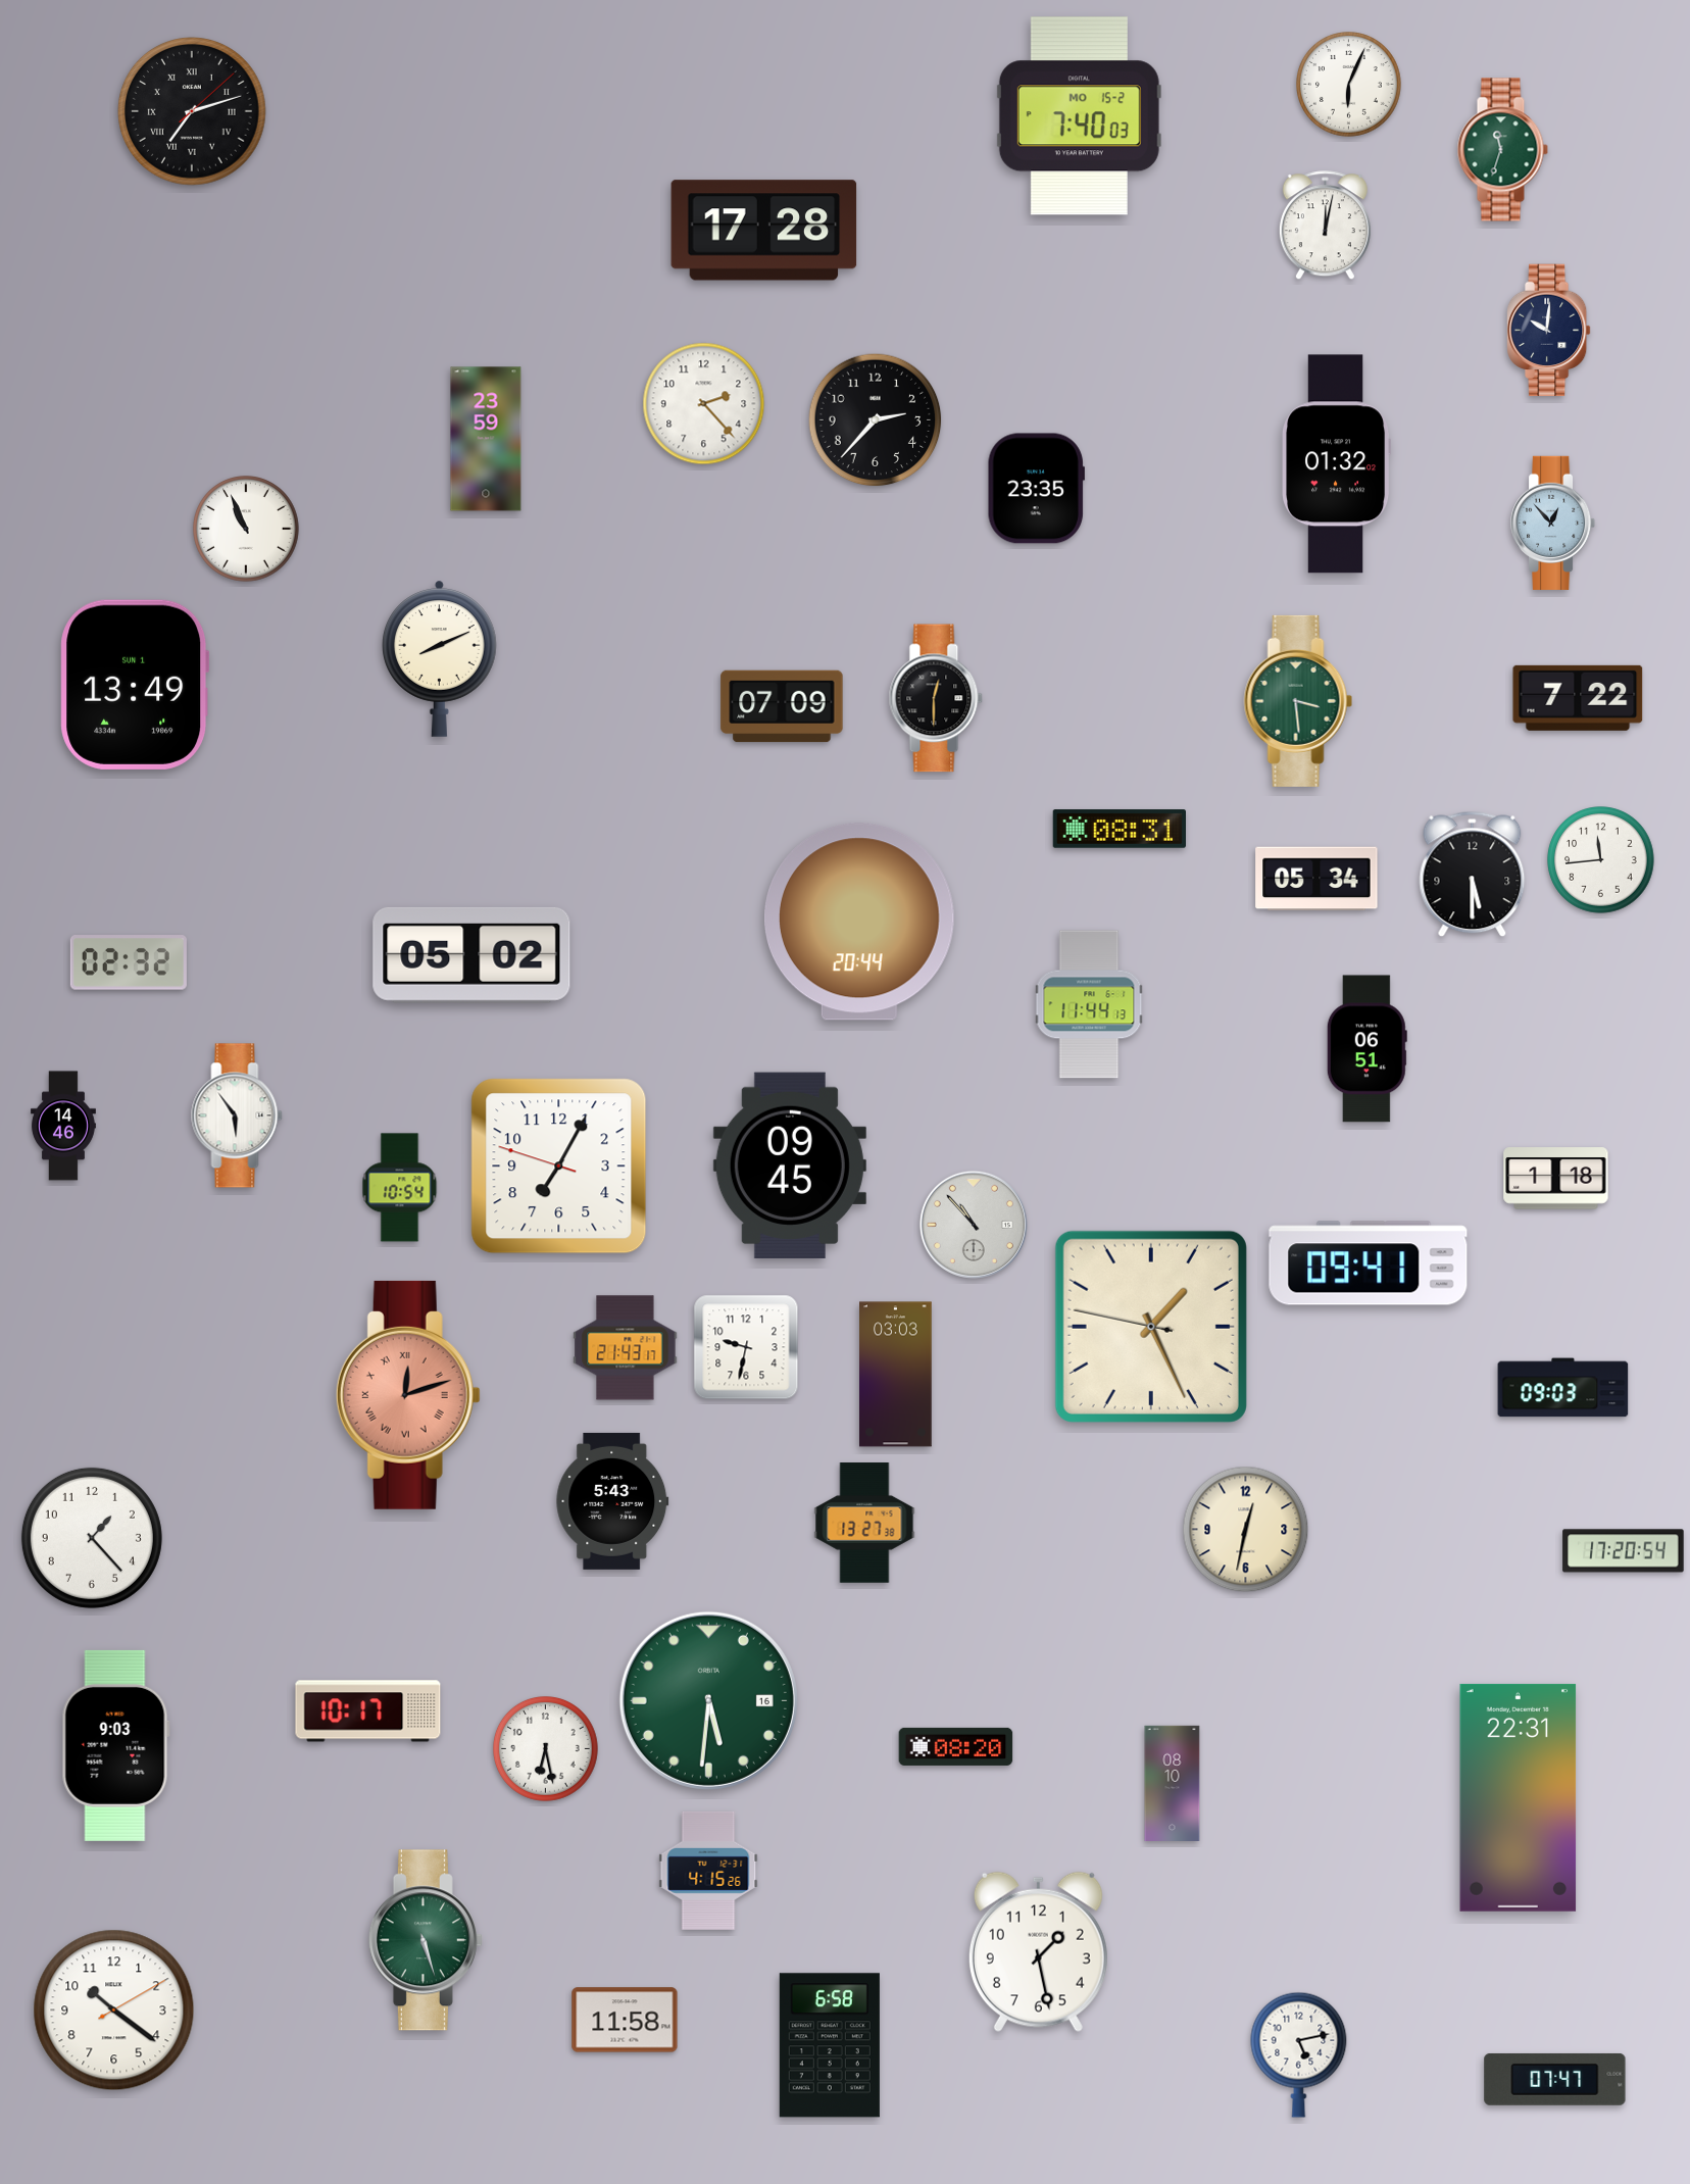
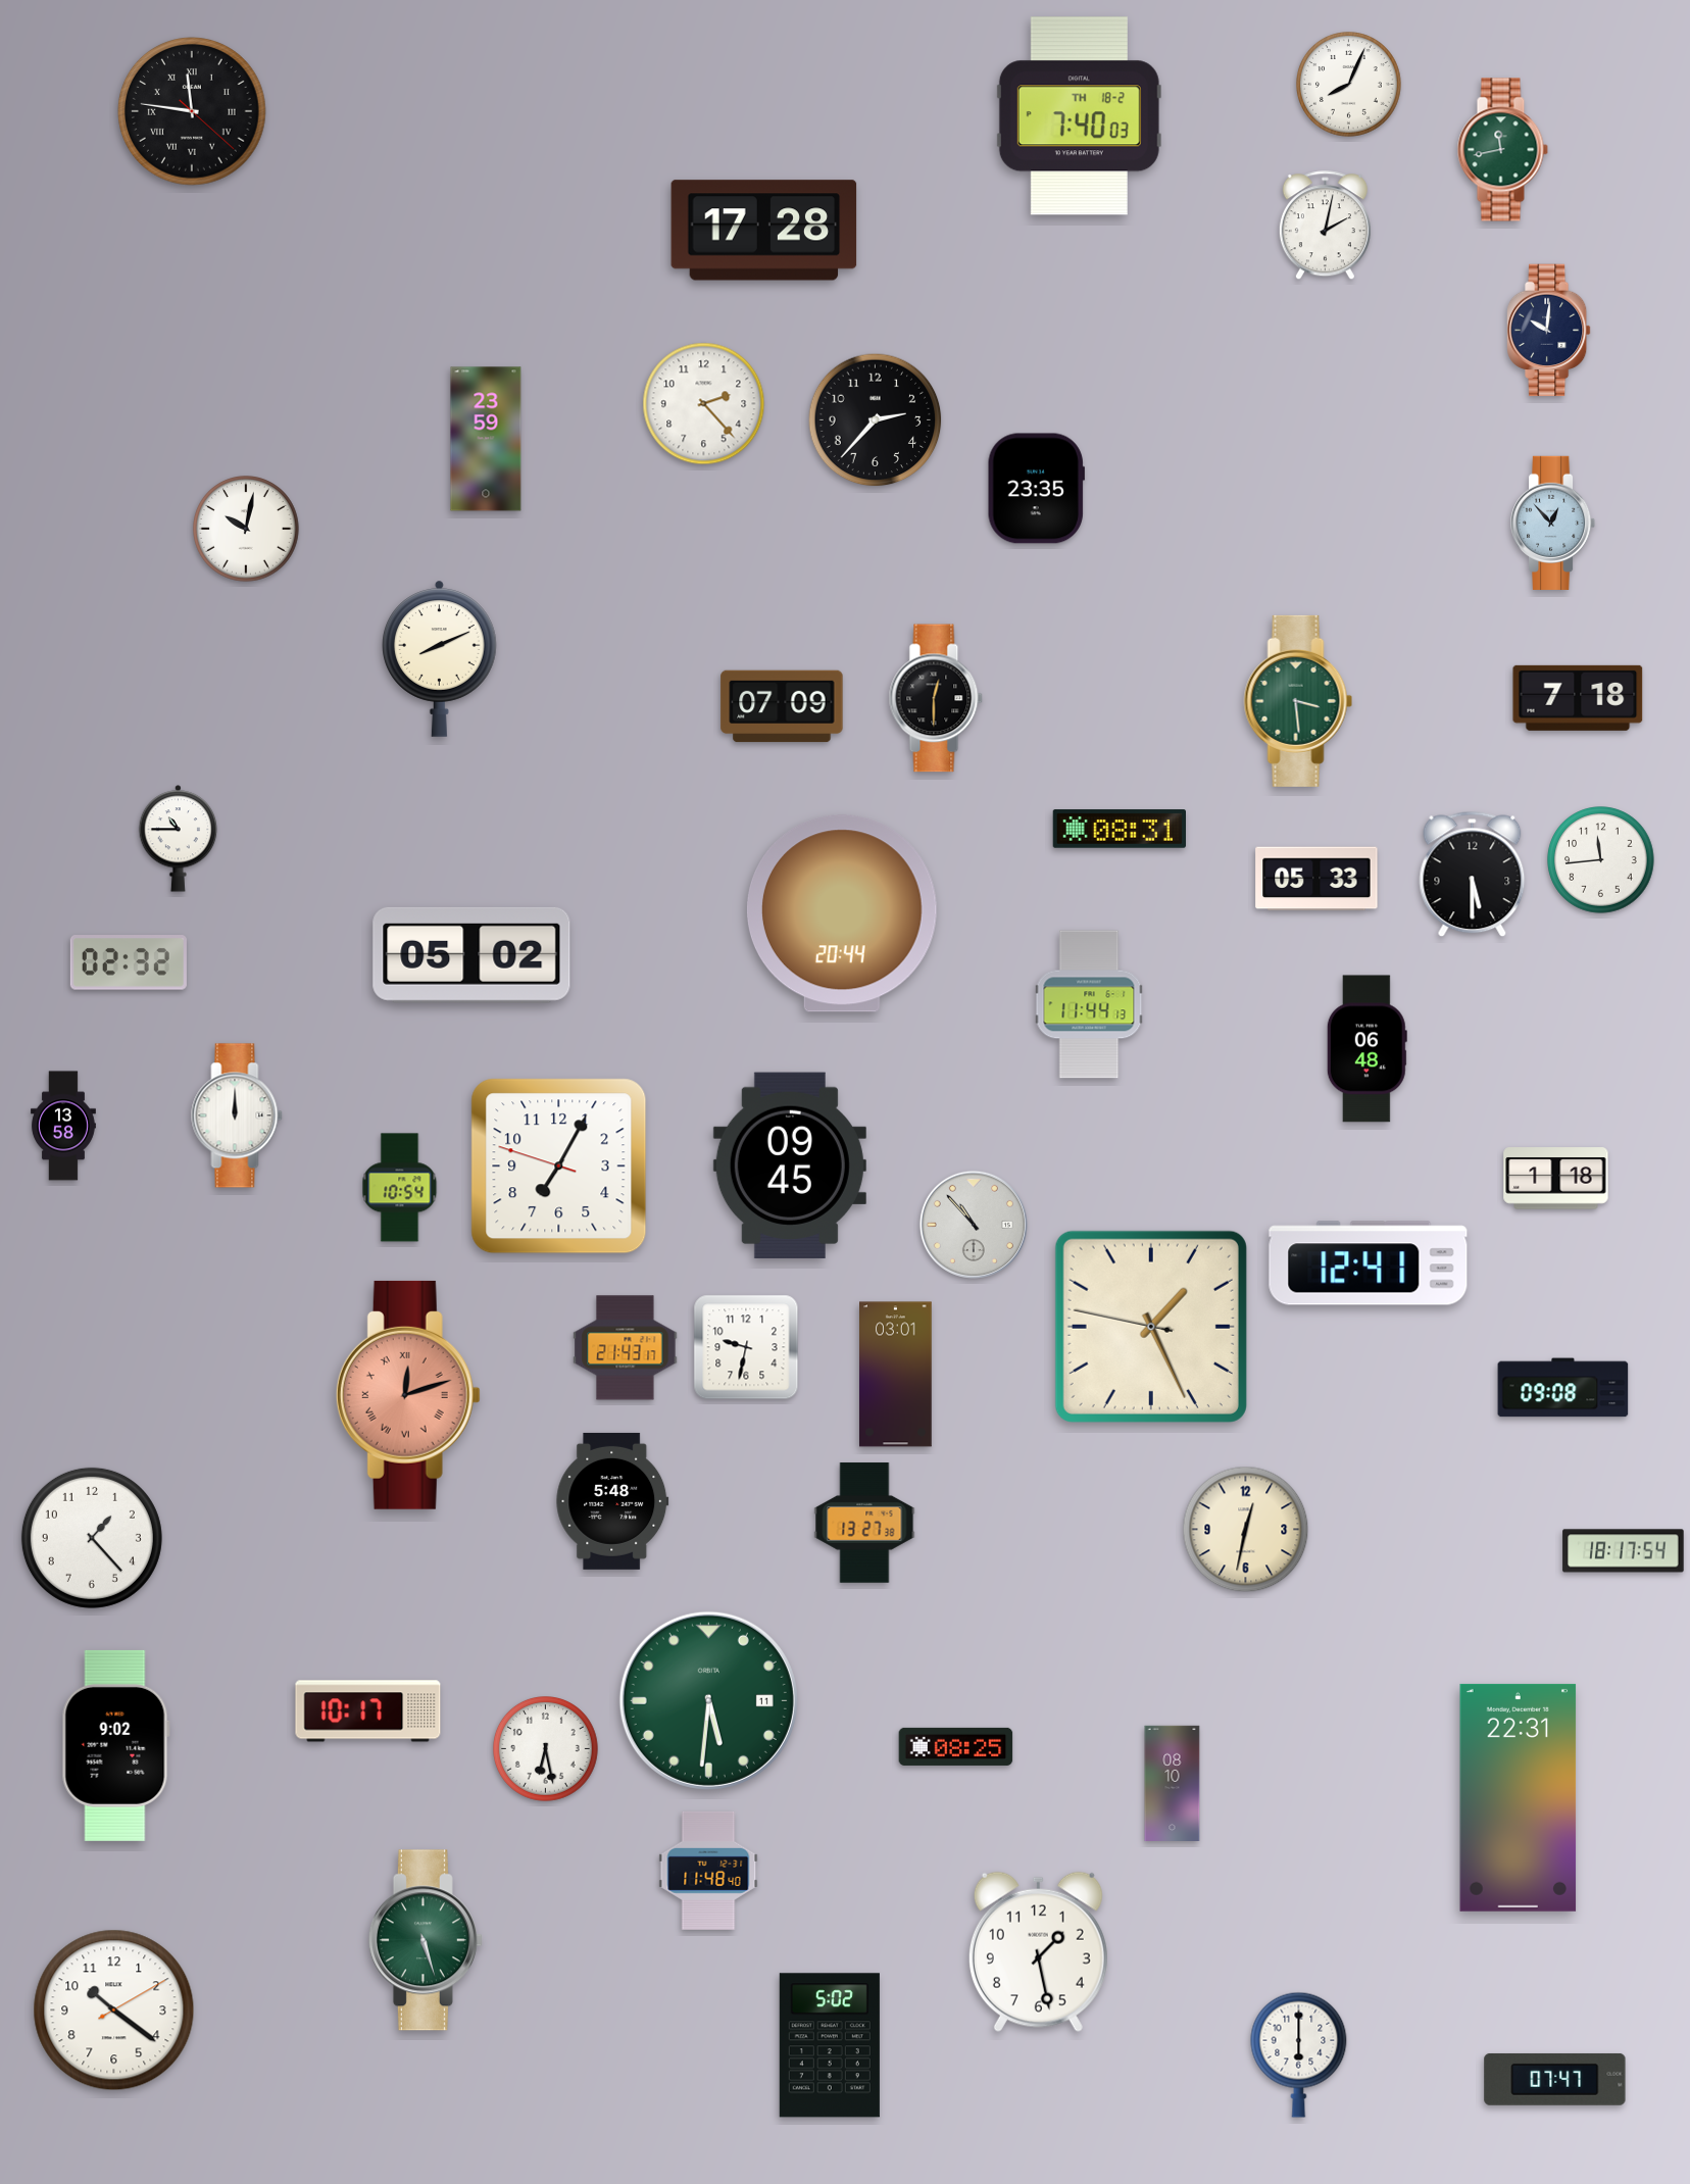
clock at (1349, 85): 6:04 -> 8:04
clock at (193, 112): 7:12 -> 11:46
clock at (1079, 116) date: MO 15-2 -> TH 18-2
clock at (1502, 150): 11:33 -> 11:43
clock at (1325, 226): 12:02 -> 2:02
clock at (1337, 464): 01:32 -> none
clock at (247, 530): 10:56 -> 10:02
clock at (135, 685): 13:49 -> none
clock at (1578, 698): 7:22 -> 7:18
clock at (179, 839): none -> 10:45
clock at (1316, 879): 05:34 -> 05:33
clock at (859, 922) position: (859, 922) -> (842, 913)
clock at (1366, 1049): 06:51 -> 06:48
clock at (237, 1115): 5:54 -> 12:00
clock at (63, 1126): 14:46 -> 13:58
clock at (1369, 1263): 09:41 -> 12:41
clock at (896, 1375): 03:03 -> 03:01
clock at (1563, 1388): 09:03 -> 09:08
clock at (612, 1501): 5:43 -> 5:48
clock at (1624, 1551): 17:20 -> 18:17
clock at (708, 1700) date: 16 -> 11
clock at (115, 1745): 9:03 -> 9:02
clock at (956, 1746): 08:20 -> 08:25
clock at (708, 1871): 4:15 -> 11:48
clock at (625, 2020): 11:58 -> none
clock at (830, 2045): 6:58 -> 5:02
clock at (1299, 2054): 5:13 -> 6:00
